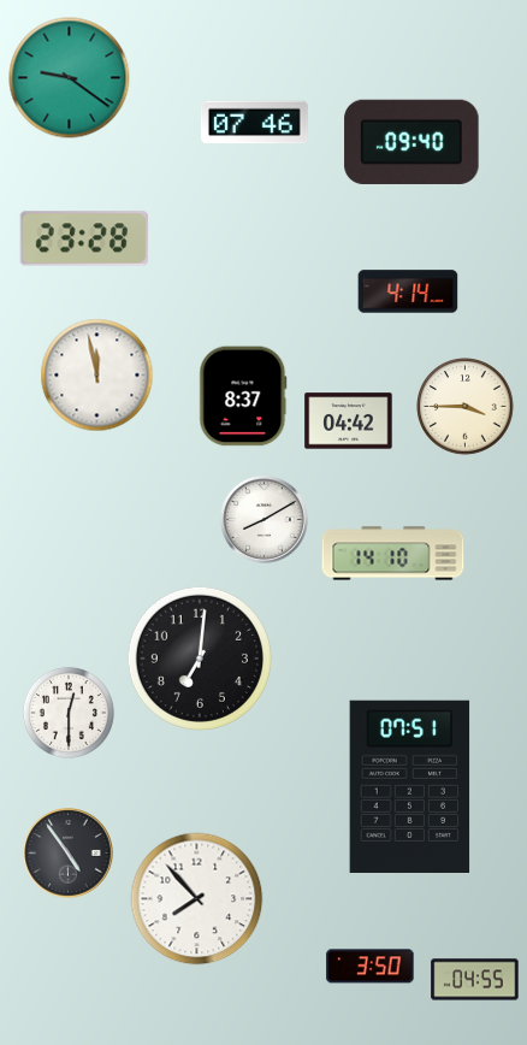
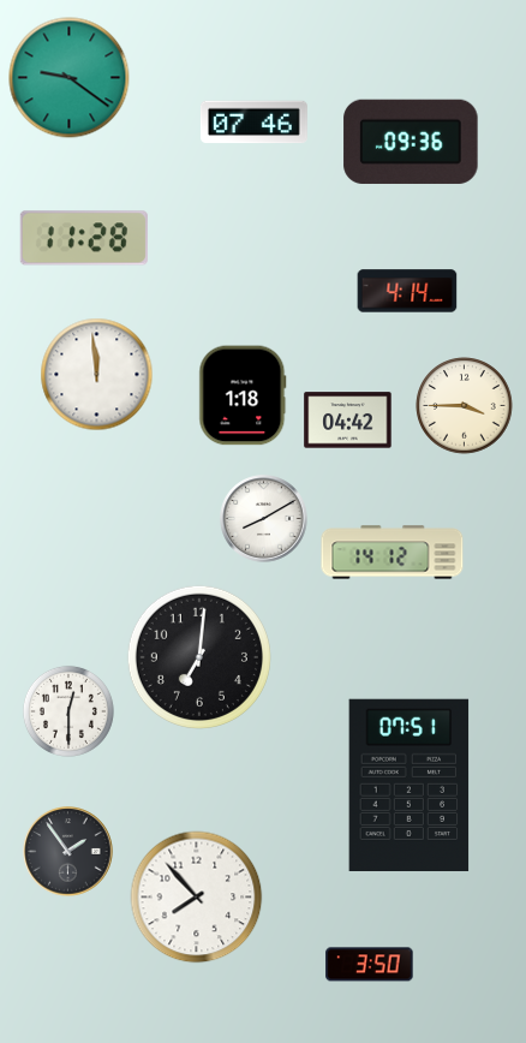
clock at (411, 142): 09:40 -> 09:36
clock at (84, 238): 23:28 -> 11:28
clock at (97, 376): 11:58 -> 11:59
clock at (243, 396): 8:37 -> 1:18
clock at (393, 554): 14:10 -> 14:12
clock at (69, 854): 4:54 -> 1:54
clock at (475, 980): 04:55 -> none
